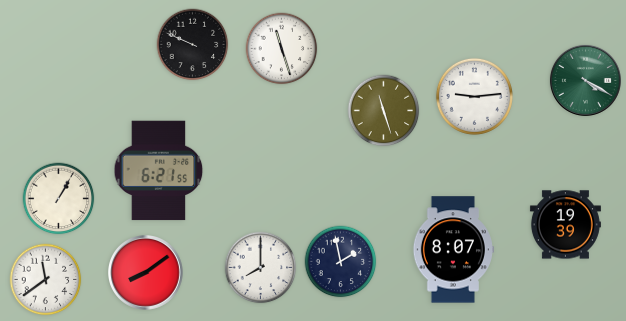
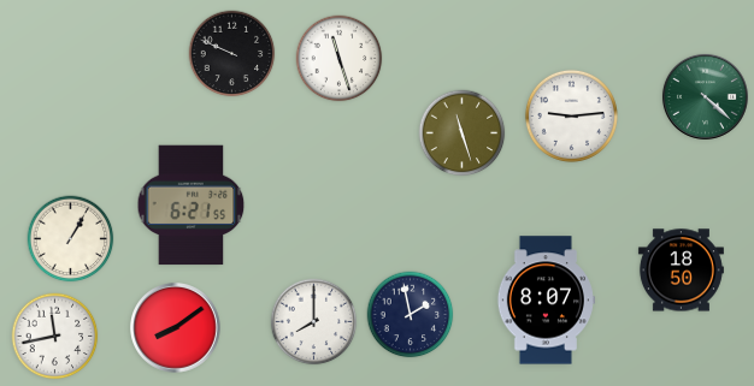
clock at (585, 80): 4:20 -> 4:22
clock at (565, 225): 19:39 -> 18:50
clock at (46, 280): 11:39 -> 11:43
